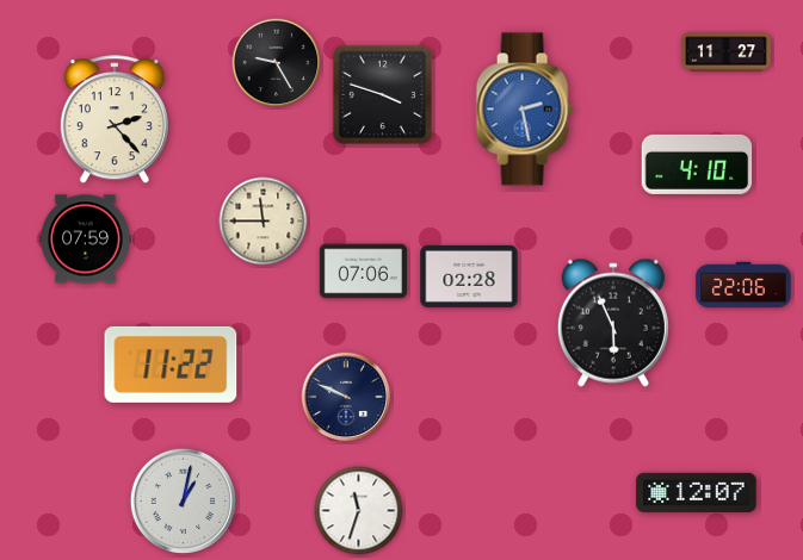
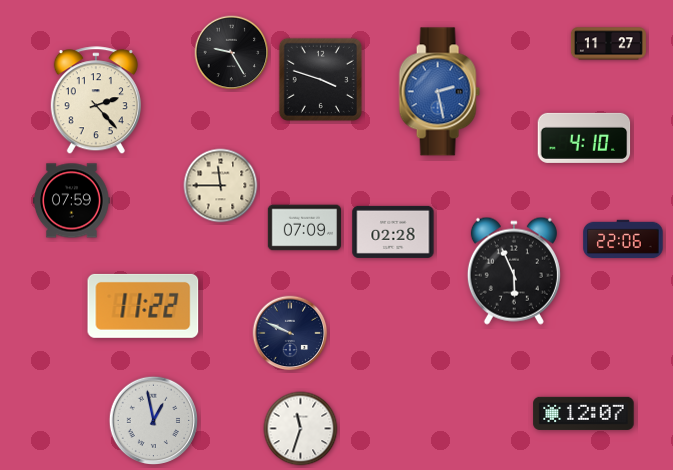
clock at (363, 272): 07:06 -> 07:09
clock at (183, 500): 1:02 -> 12:58
